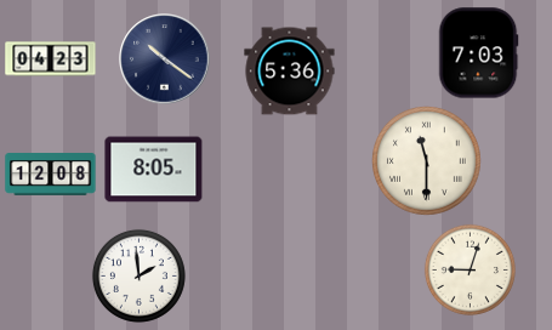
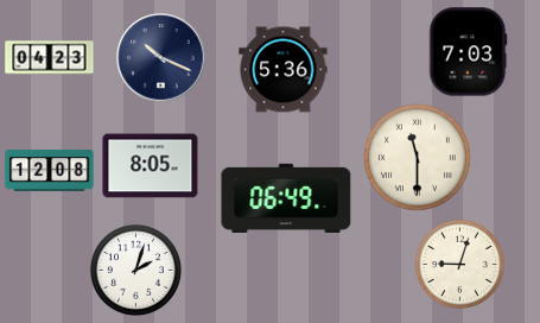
clock at (165, 59): 10:21 -> 10:19
clock at (286, 198): none -> 06:49
clock at (138, 275): 1:59 -> 2:03
